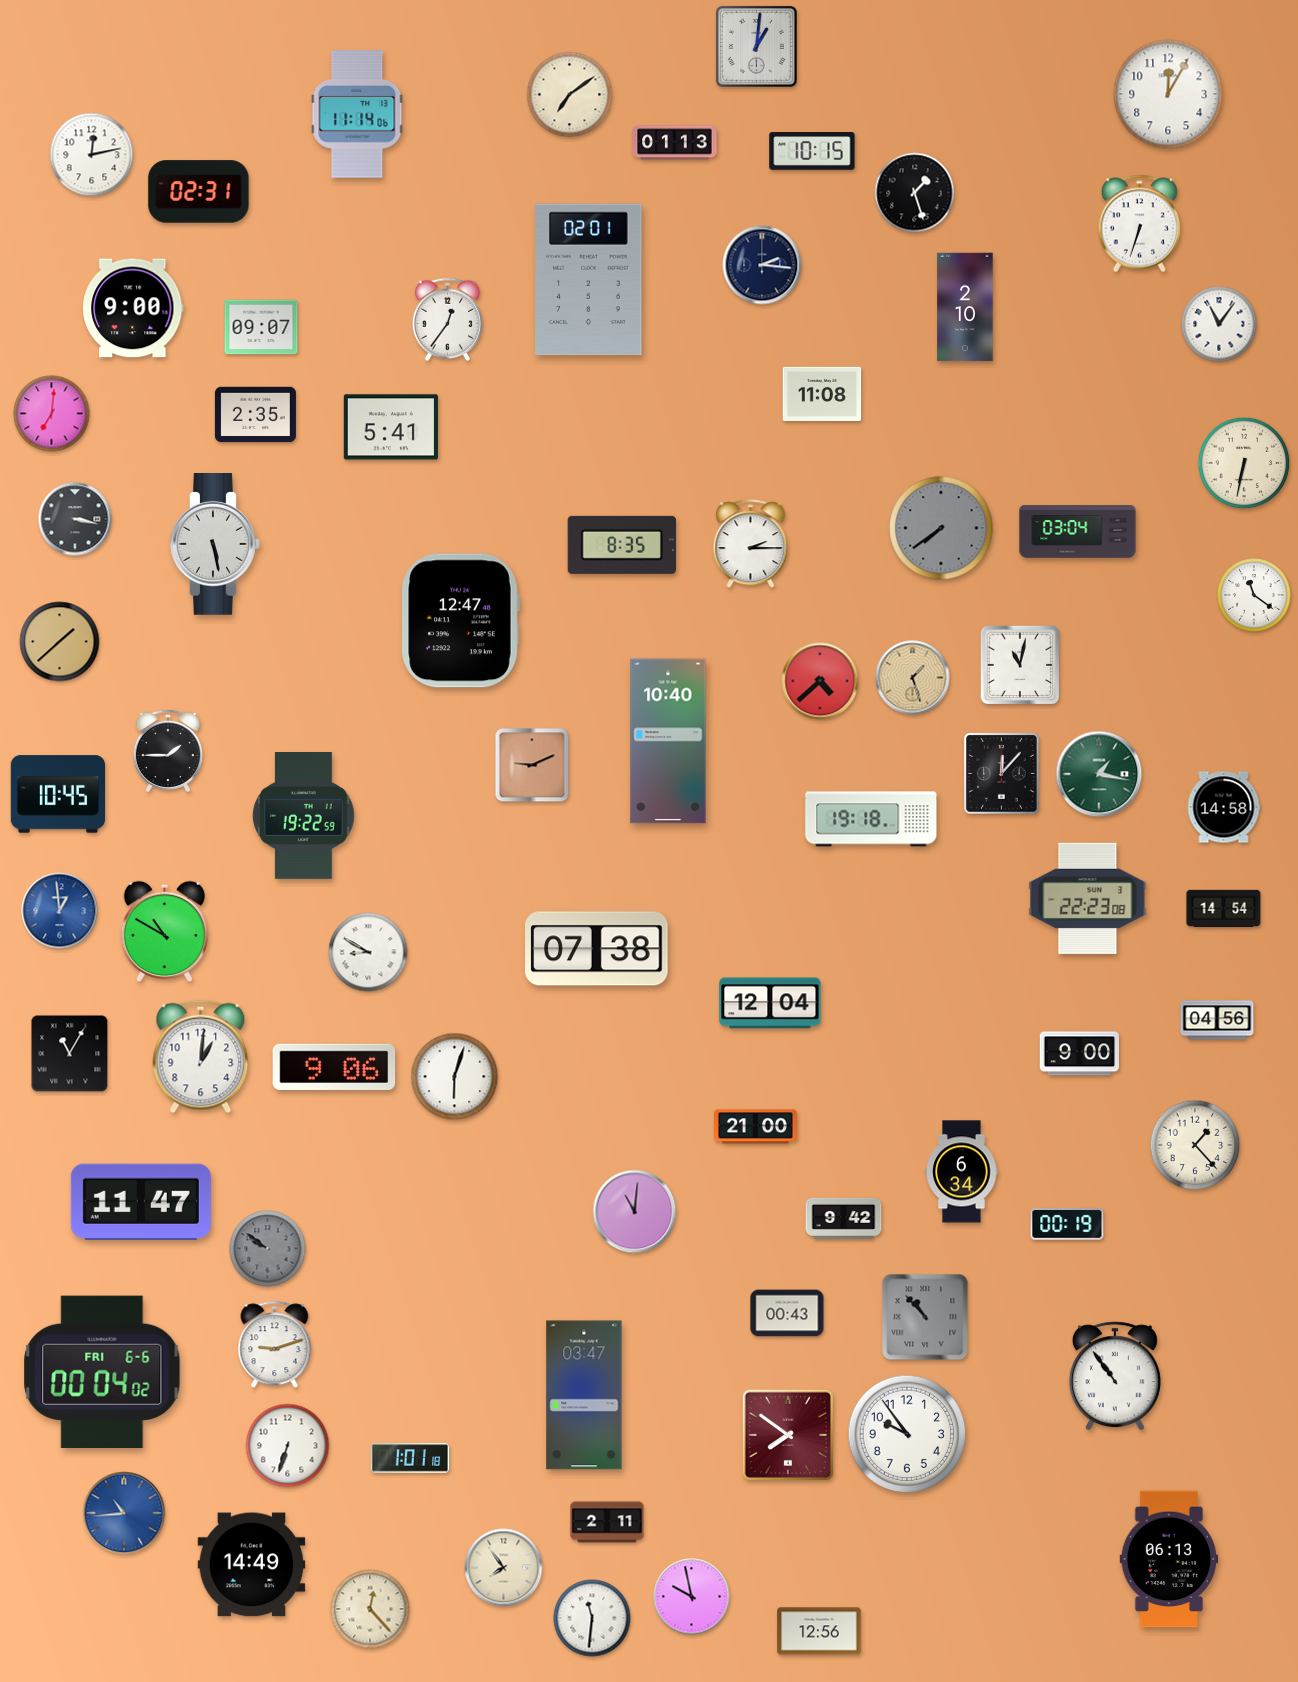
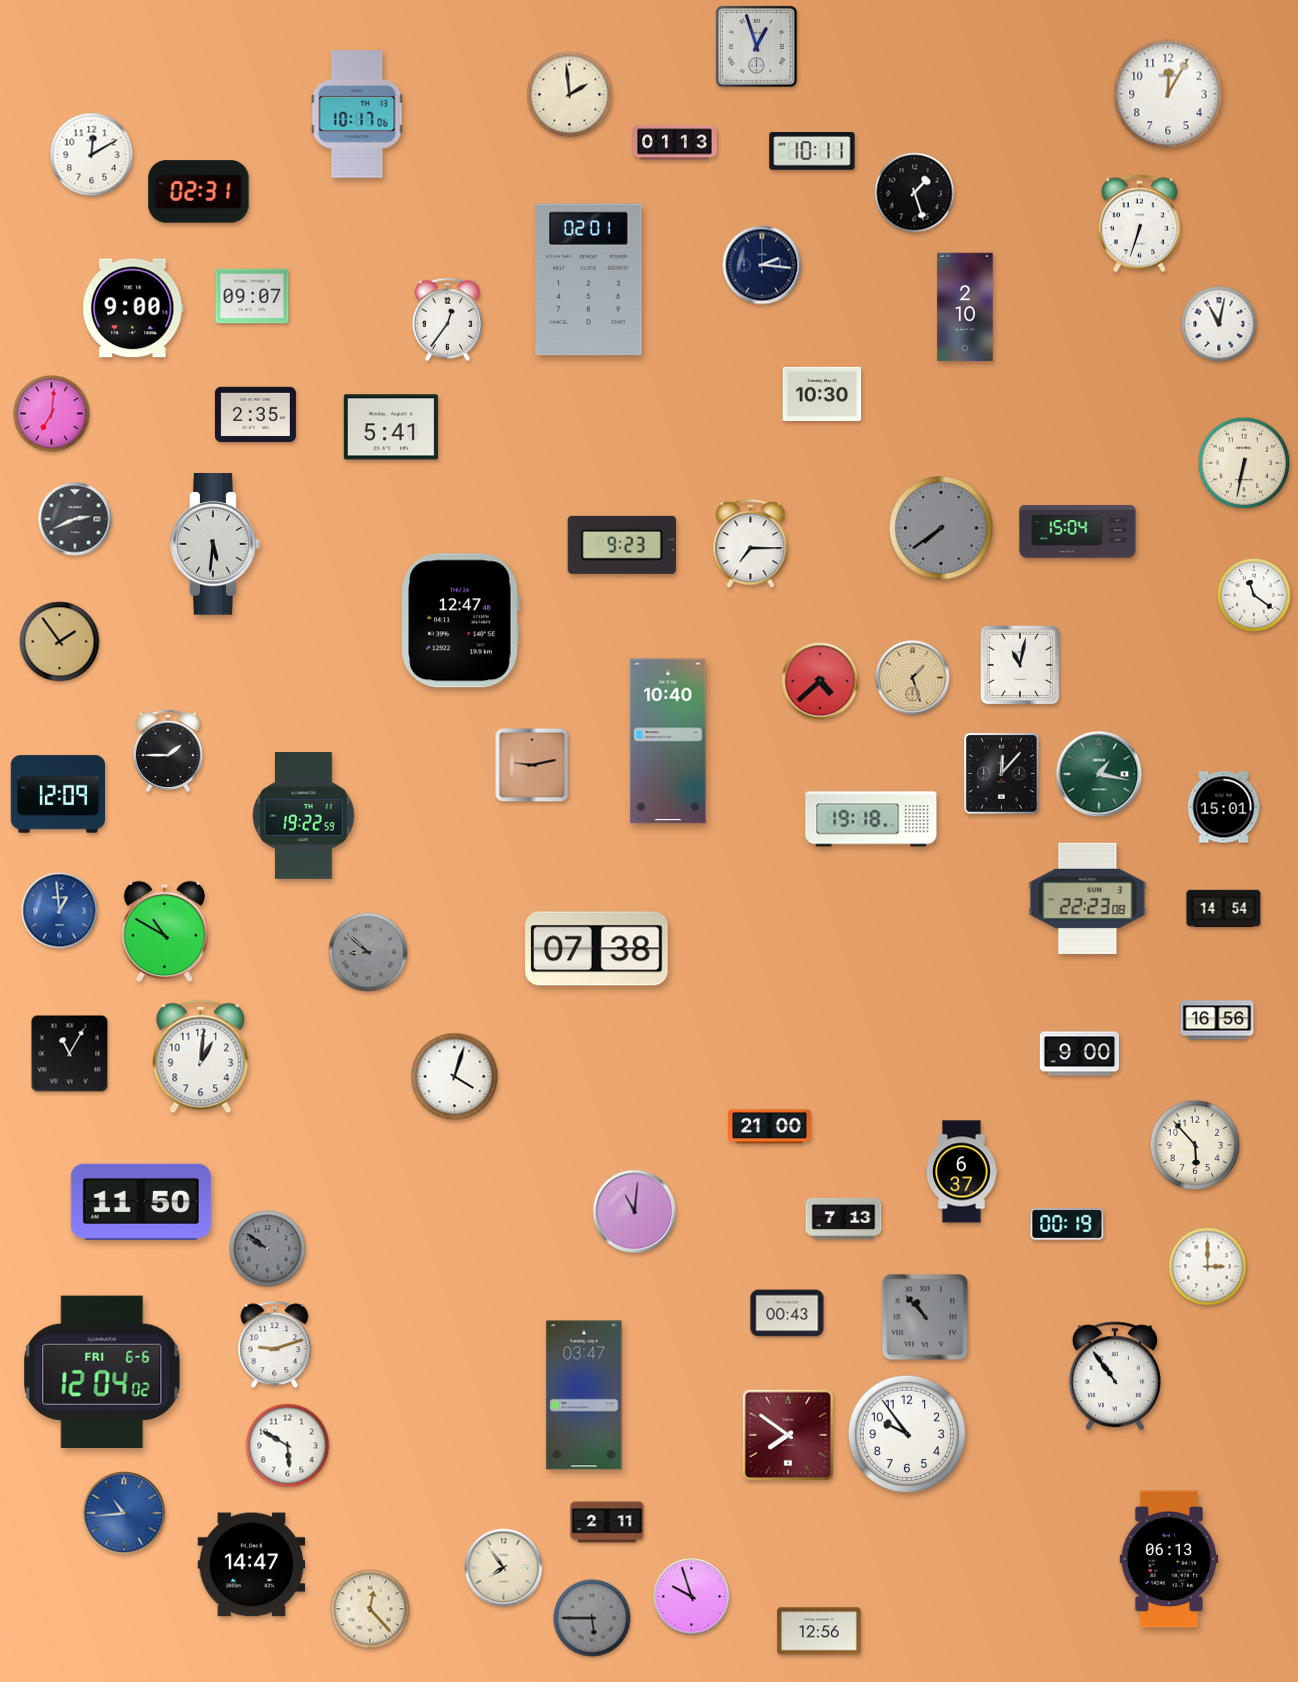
clock at (756, 46): 1:01 -> 12:57
clock at (570, 95): 7:09 -> 1:59
clock at (357, 114): 11:14 -> 10:17
clock at (812, 151): 10:15 -> 10:11
clock at (92, 155): 12:13 -> 12:10
clock at (1219, 324): 11:06 -> 11:02
clock at (261, 327) position: (261, 327) -> (252, 296)
clock at (822, 394): 11:08 -> 10:30
clock at (75, 519): 3:17 -> 2:41
clock at (1078, 532): 03:04 -> 15:04
clock at (751, 544): 2:15 -> 7:15
clock at (216, 545): 5:28 -> 5:31
clock at (622, 545): 8:35 -> 9:23
clock at (60, 642): 1:38 -> 1:54
clock at (532, 765): 9:11 -> 9:13
clock at (57, 794): 10:45 -> 12:09
clock at (1224, 807): 14:58 -> 15:01
clock at (368, 952): 8:50 -> 8:52
clock at (368, 952) dial: white -> grey
clock at (770, 1003): 12:04 -> none
clock at (1217, 1020): 04:56 -> 16:56
clock at (334, 1067): 9:06 -> none
clock at (455, 1077): 6:03 -> 4:03
clock at (756, 1127) position: (756, 1127) -> (770, 1127)
clock at (1195, 1145): 1:23 -> 5:53
clock at (962, 1172): 6:34 -> 6:37
clock at (141, 1202): 11:47 -> 11:50
clock at (844, 1218): 9:42 -> 7:13
clock at (1208, 1267): none -> 3:00
clock at (102, 1372): 00:04 -> 12:04
clock at (288, 1446): 6:33 -> 5:50
clock at (410, 1458): 1:01 -> none
clock at (252, 1565): 14:49 -> 14:47
clock at (692, 1597): 9:58 -> 9:57
clock at (592, 1618): 11:31 -> 5:45
clock at (592, 1618) dial: white -> grey
